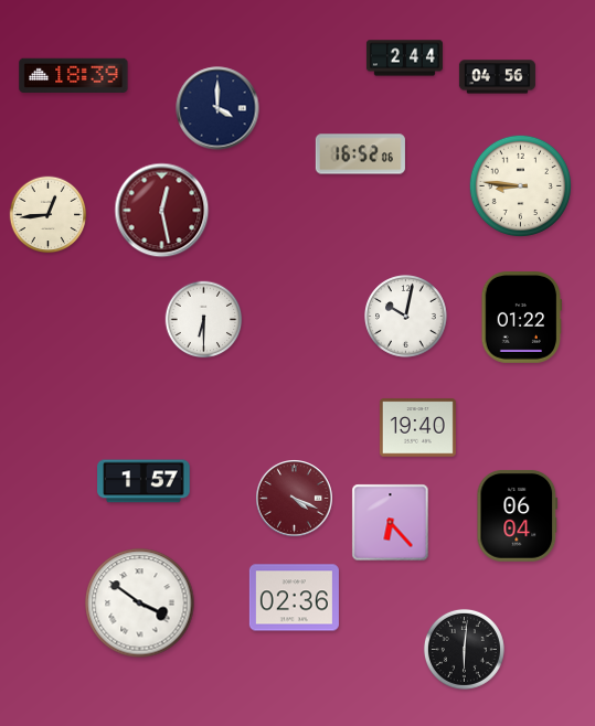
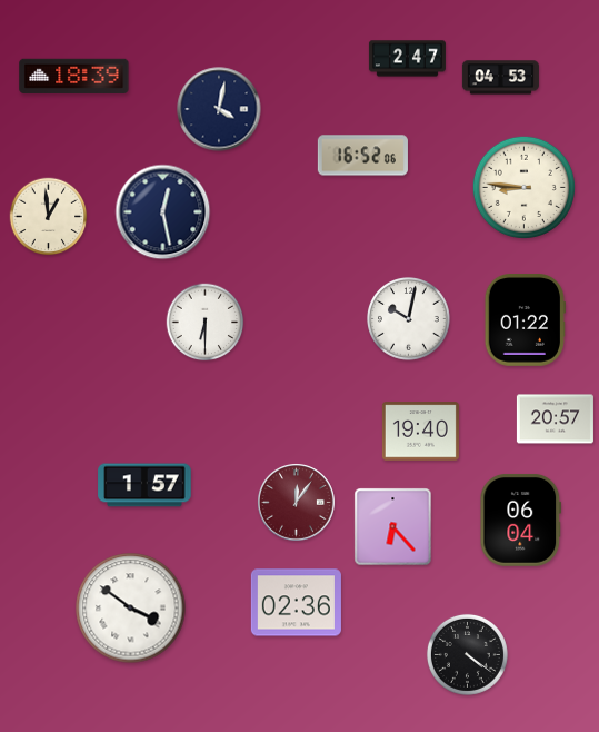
clock at (404, 58): 2:44 -> 2:47
clock at (497, 77): 04:56 -> 04:53
clock at (217, 108): 4:00 -> 4:02
clock at (162, 211) dial: burgundy -> navy
clock at (49, 215): 12:44 -> 12:59
clock at (555, 419): none -> 20:57
clock at (295, 499): 4:19 -> 12:06
clock at (140, 604) position: (140, 604) -> (131, 609)
clock at (464, 649): 6:01 -> 4:21
